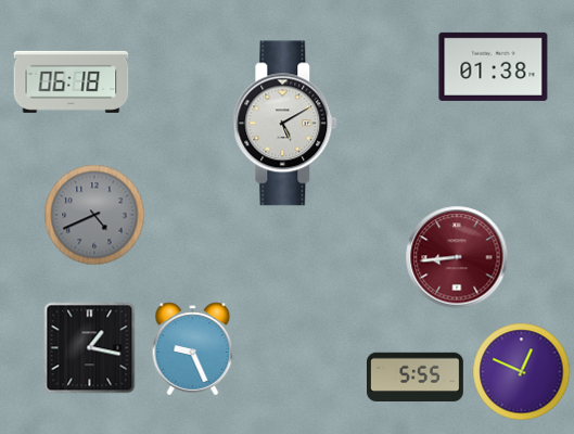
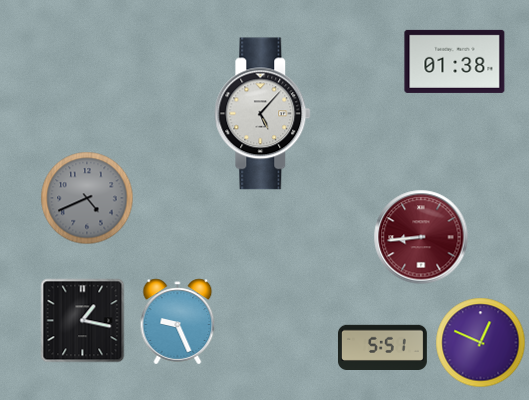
clock at (72, 81): 06:18 -> none
clock at (285, 124): 5:10 -> 5:07
clock at (414, 376): 5:55 -> 5:51
